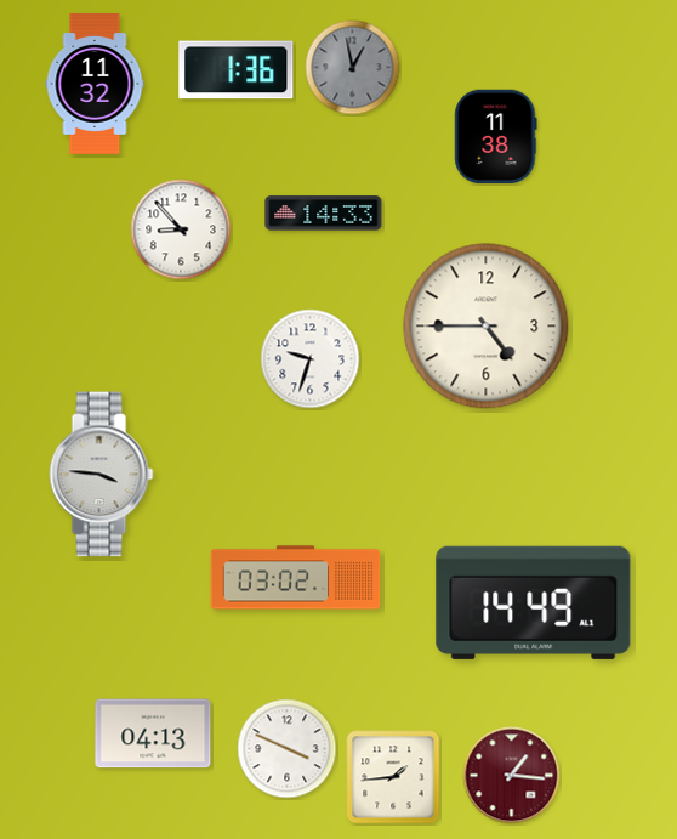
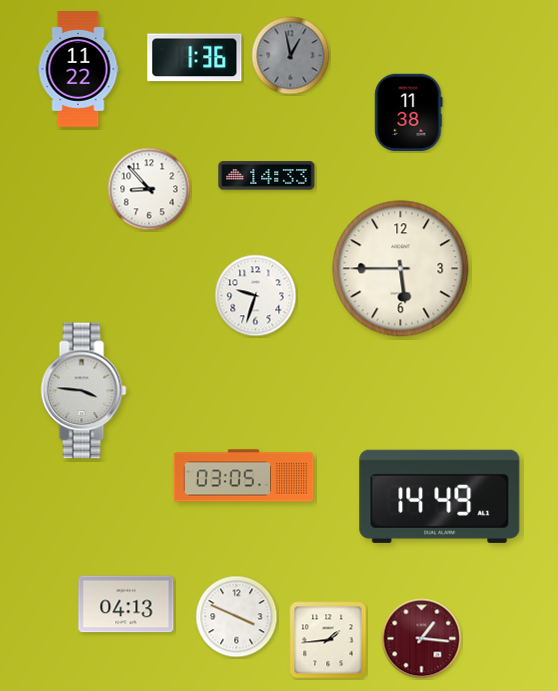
clock at (95, 85): 11:32 -> 11:22
clock at (487, 327): 4:45 -> 5:45
clock at (296, 578): 03:02 -> 03:05
clock at (393, 777) position: (393, 777) -> (328, 640)
